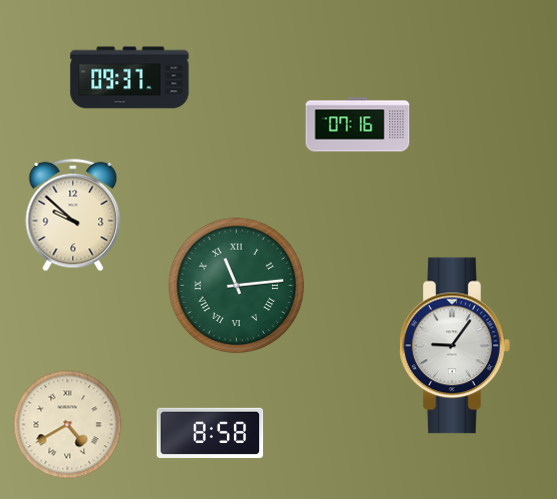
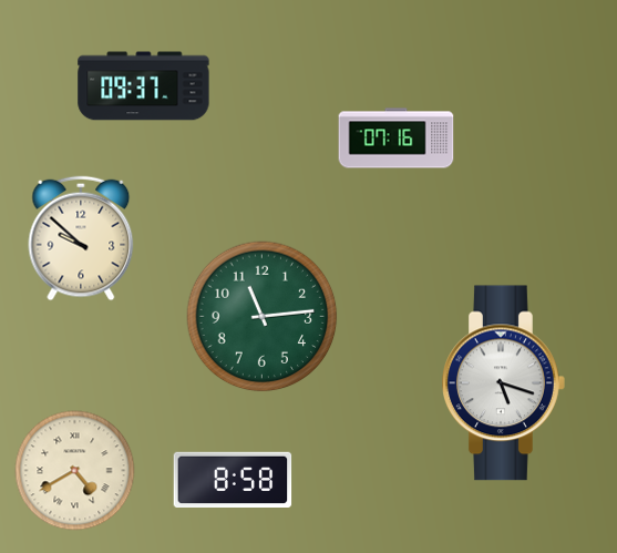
clock at (237, 286) numerals: Roman -> Arabic
clock at (455, 346): 9:06 -> 5:18
